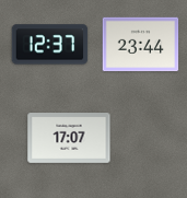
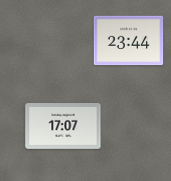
clock at (50, 45): 12:37 -> none
